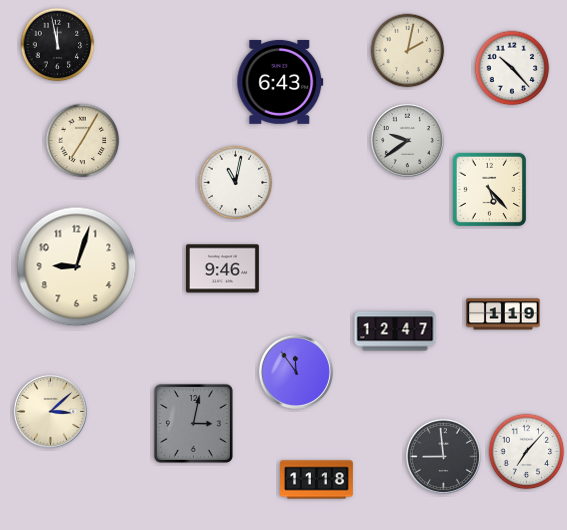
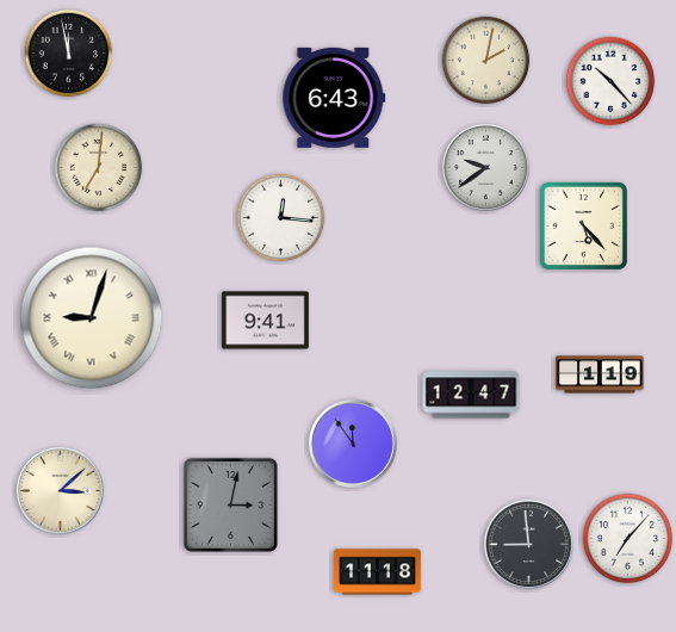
clock at (83, 141): 7:05 -> 7:01
clock at (236, 183): 11:02 -> 12:16
clock at (77, 267) numerals: Arabic -> Roman
clock at (222, 269): 9:46 -> 9:41
